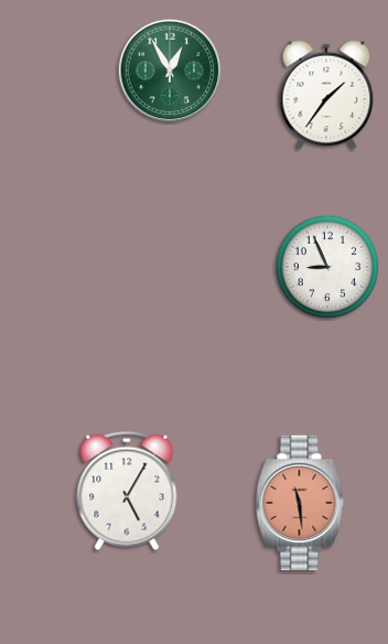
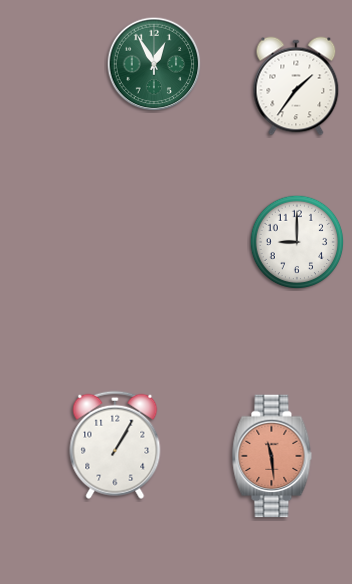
clock at (327, 267): 8:56 -> 9:00
clock at (127, 491): 5:05 -> 1:05
